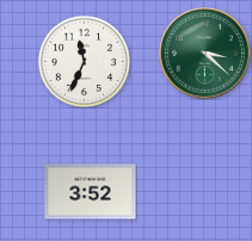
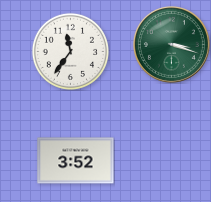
clock at (205, 54): 3:22 -> 3:18
clock at (84, 61): 11:34 -> 11:36
